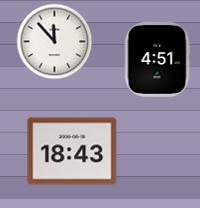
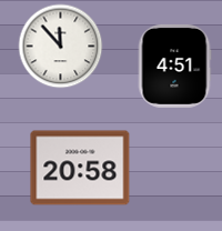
clock at (72, 151): 18:43 -> 20:58
